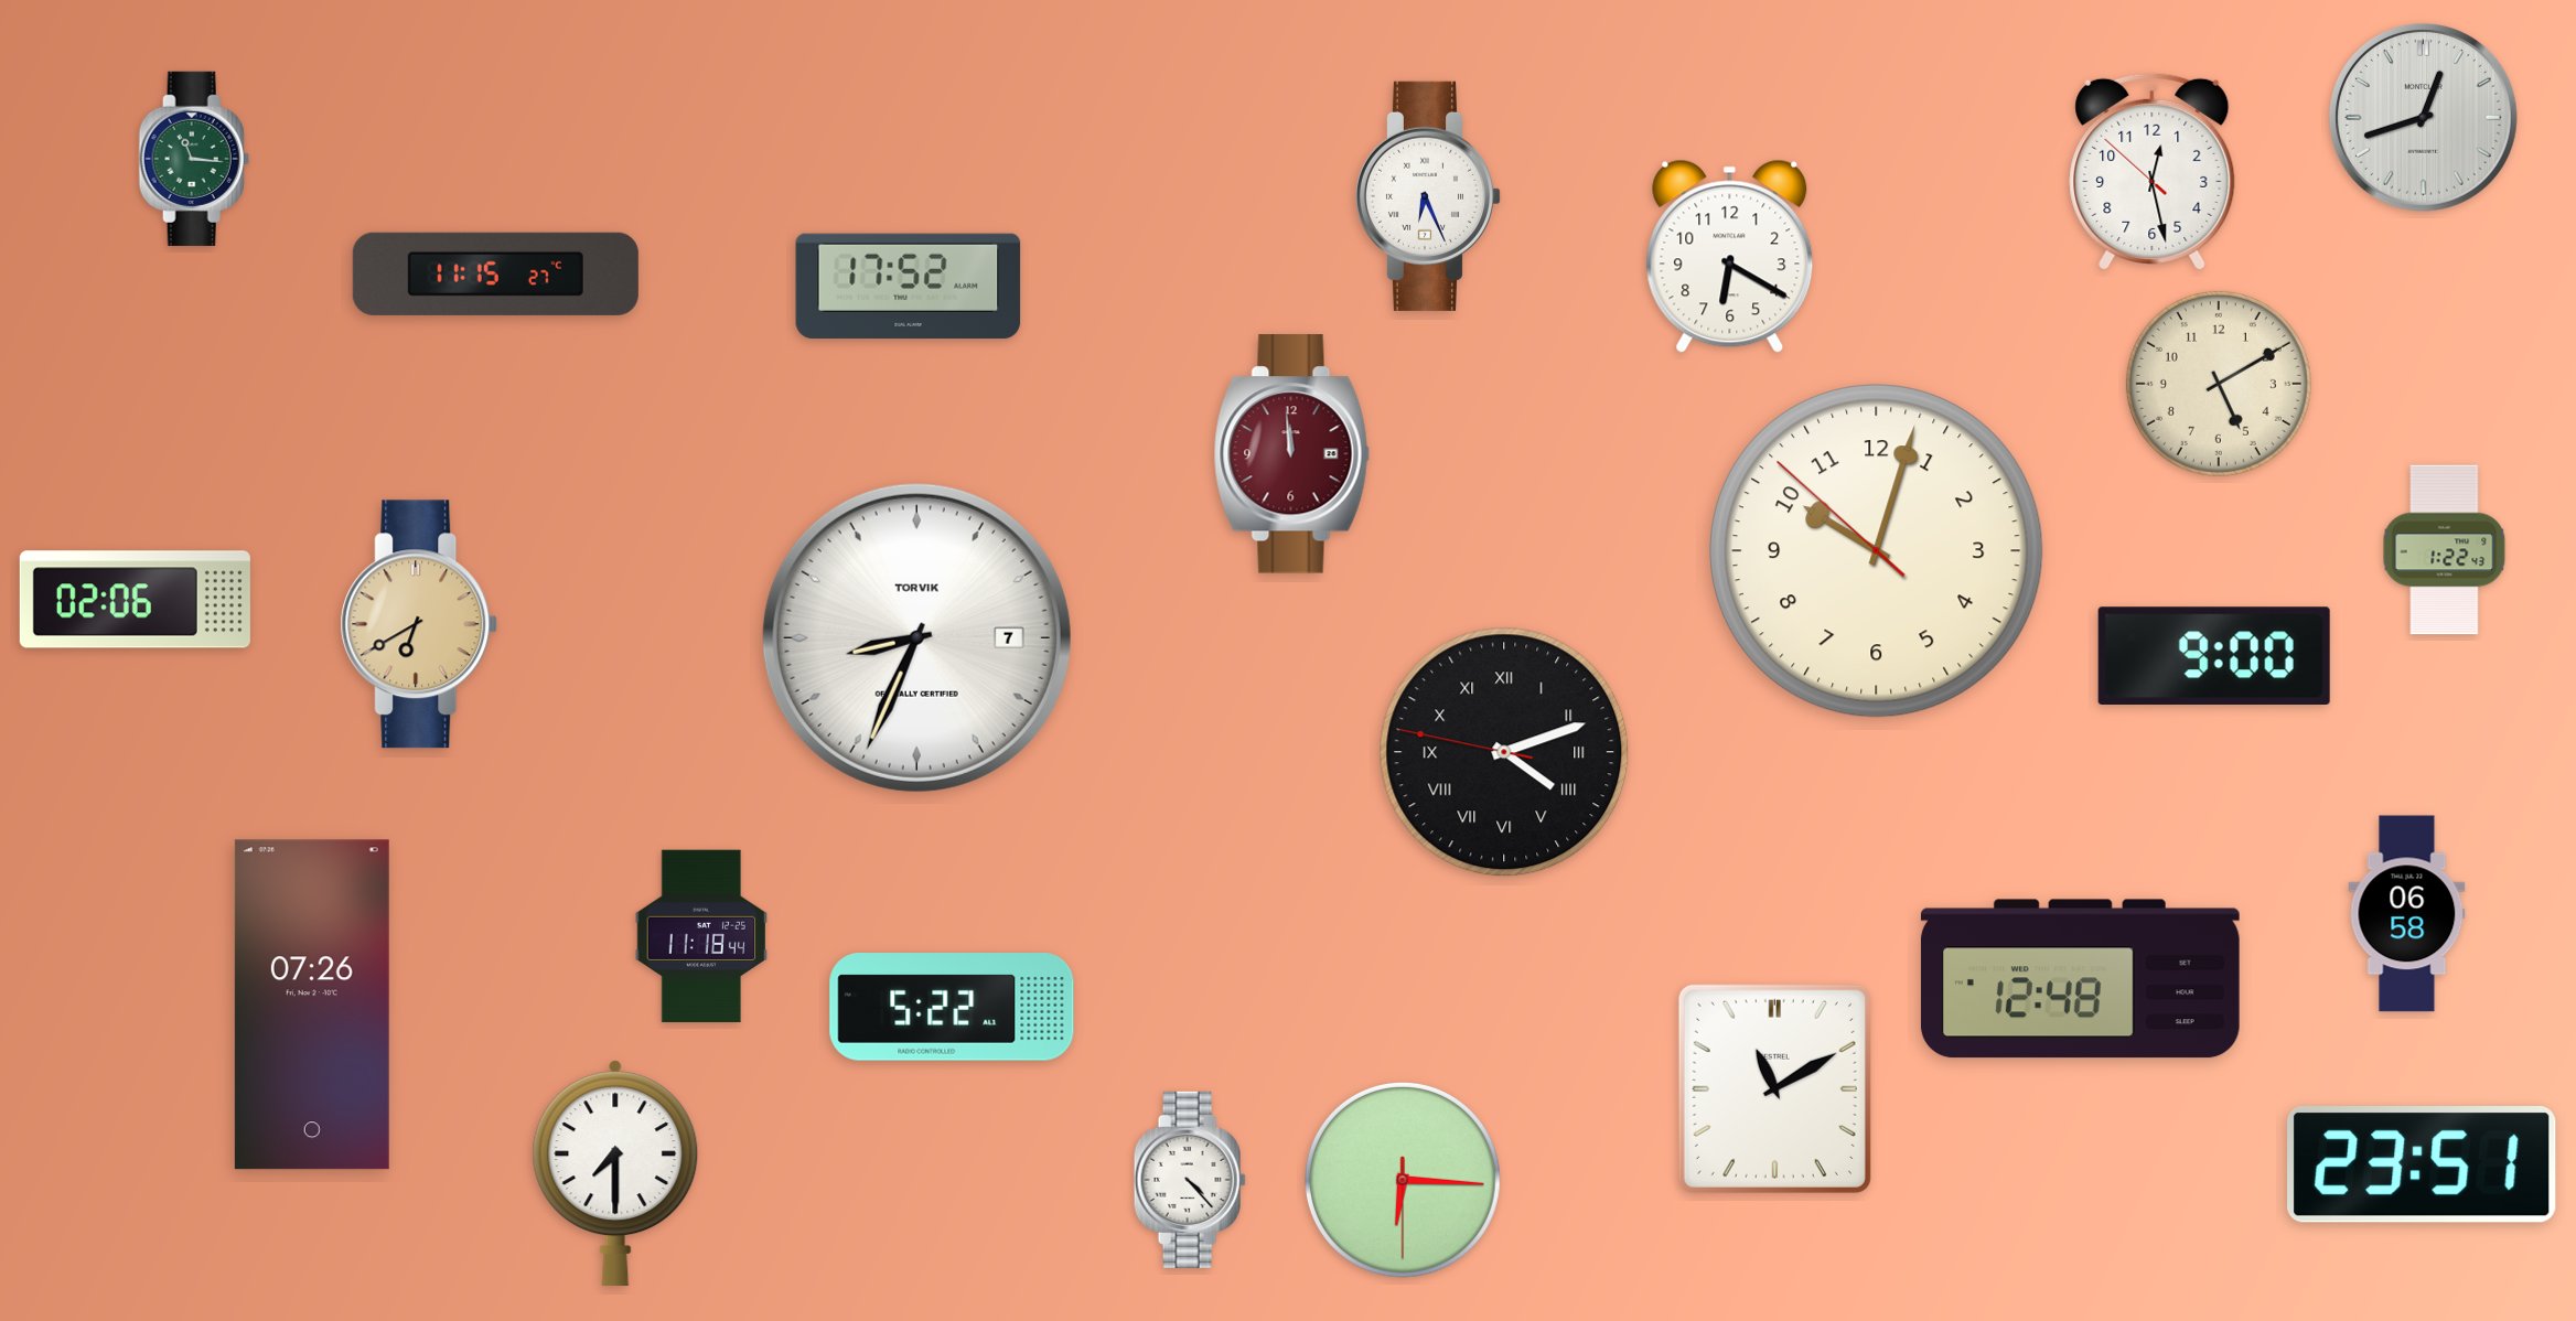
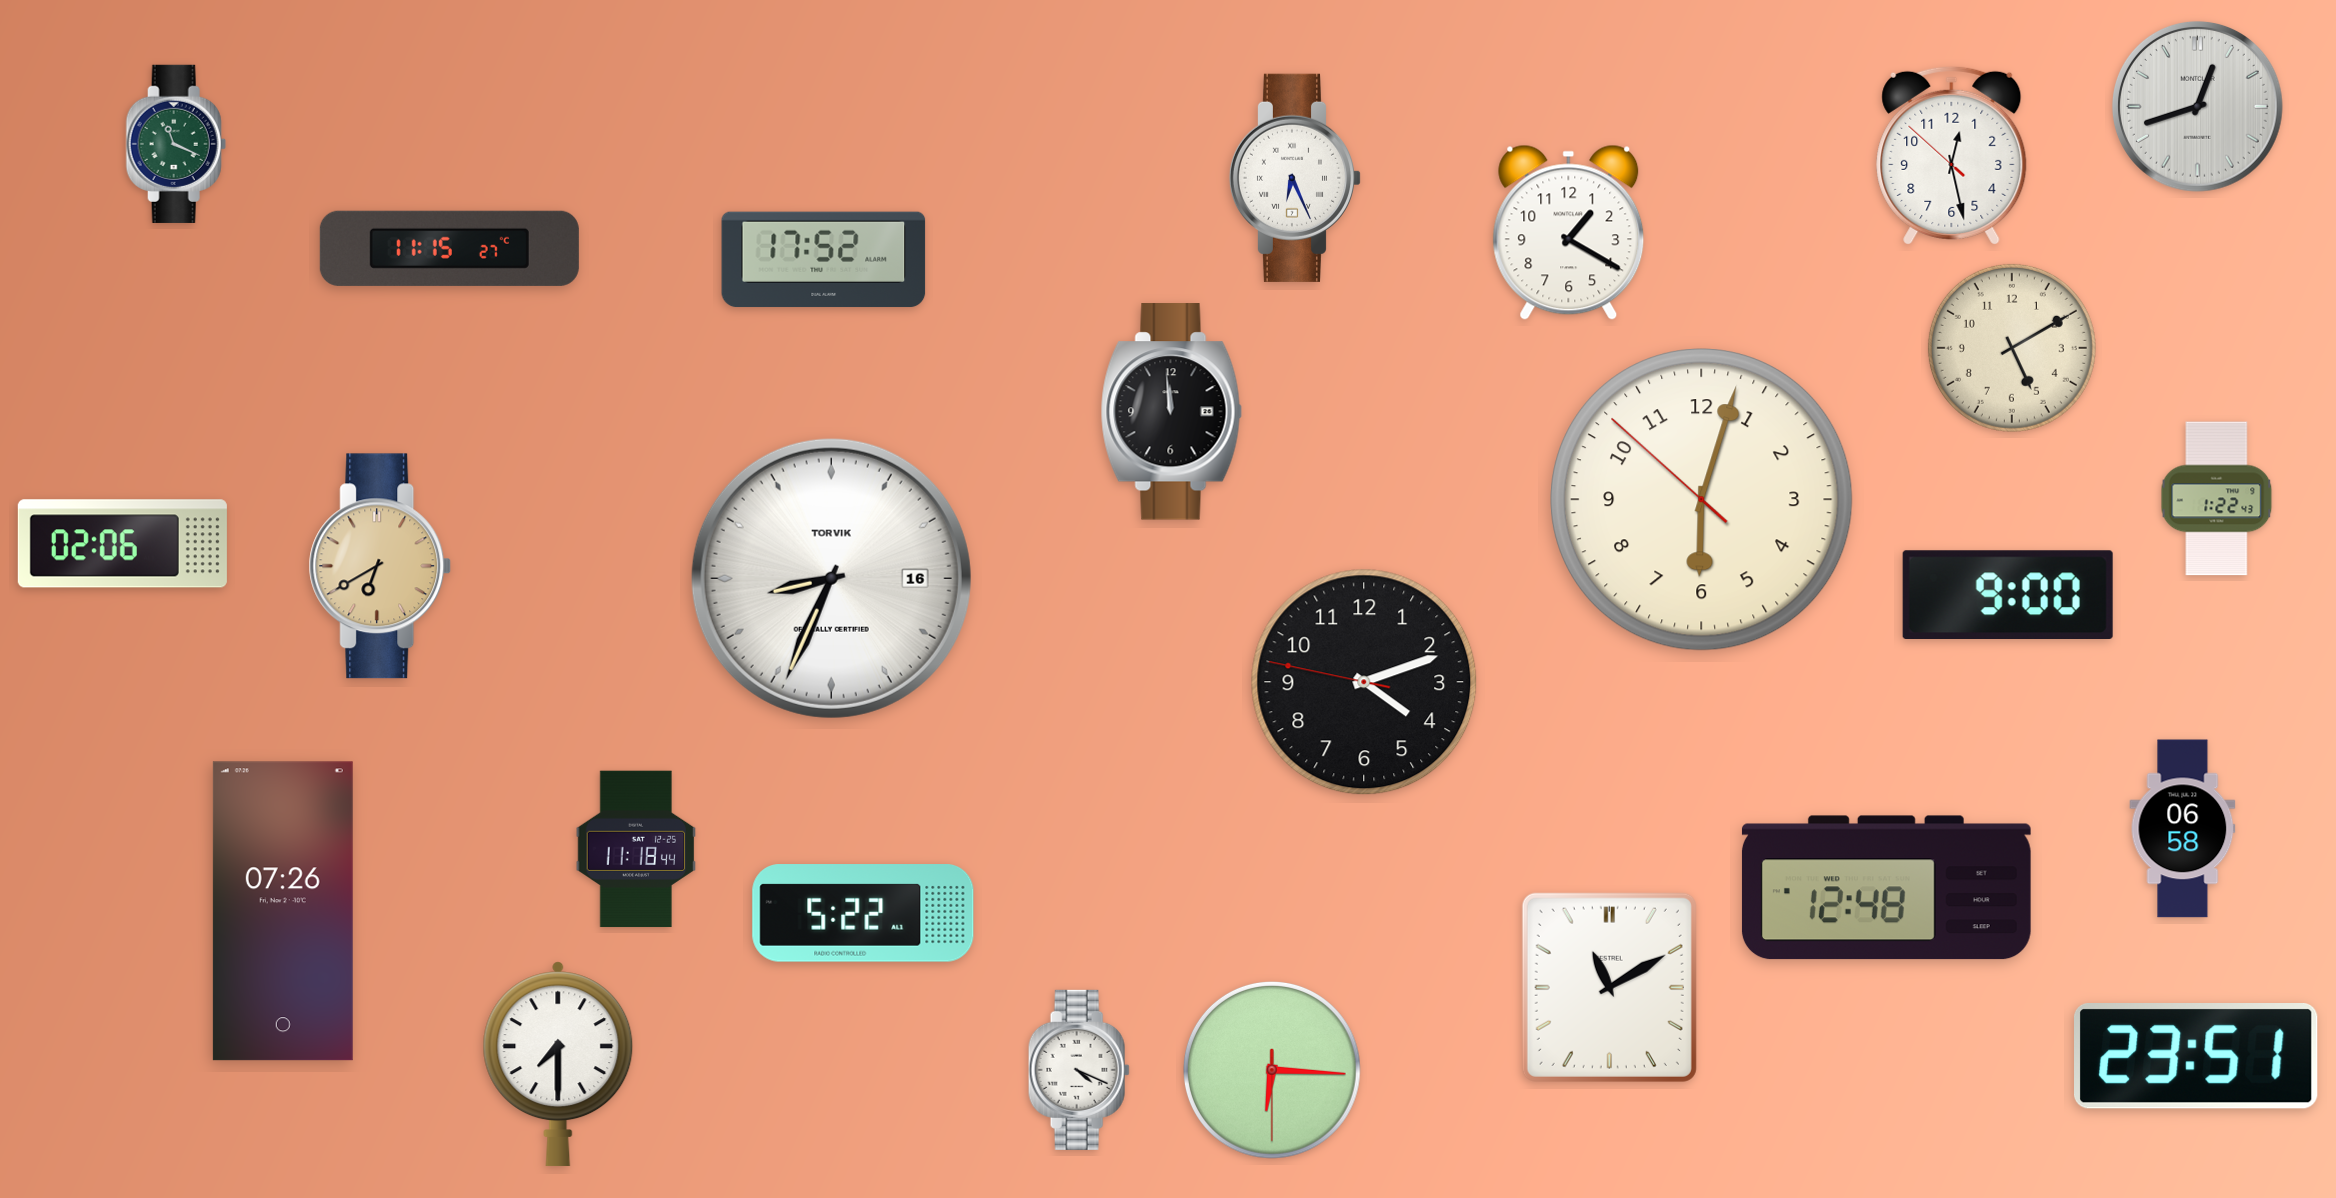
clock at (194, 159): 11:16 -> 11:19
clock at (1730, 256): 6:20 -> 1:20
clock at (1291, 454) dial: burgundy -> black
clock at (1877, 551): 10:02 -> 6:02
clock at (916, 637) date: 7 -> 16
clock at (1504, 752) numerals: Roman -> Arabic
clock at (1190, 1180): 4:23 -> 4:19
